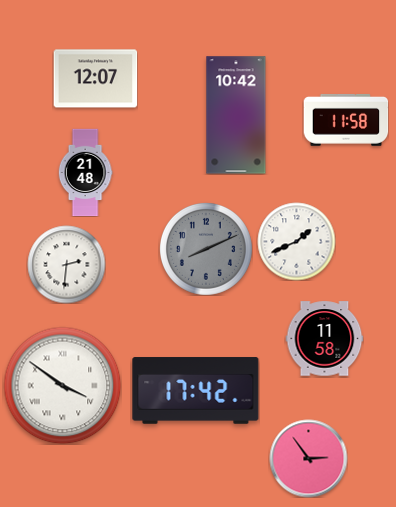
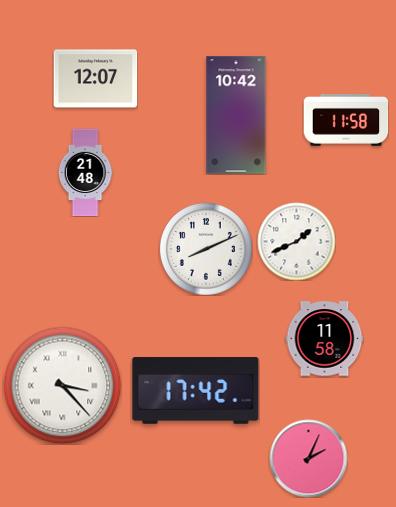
clock at (206, 249) dial: grey -> white
clock at (66, 264): 2:31 -> none
clock at (62, 385): 3:51 -> 3:23
clock at (308, 458): 2:54 -> 2:04
